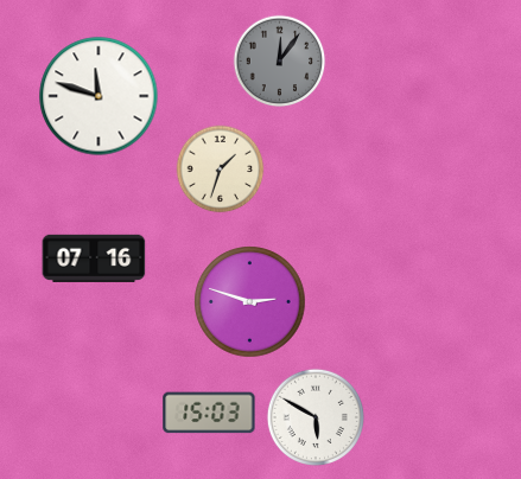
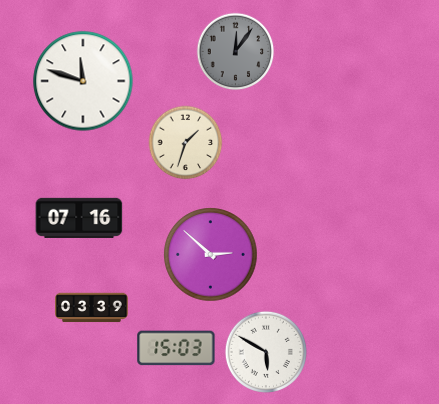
clock at (250, 302): 2:48 -> 2:52
clock at (92, 308): none -> 03:39
